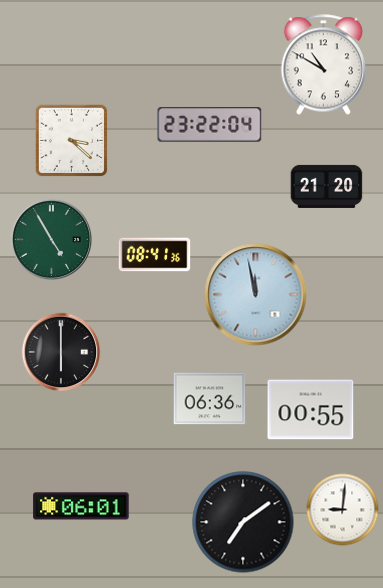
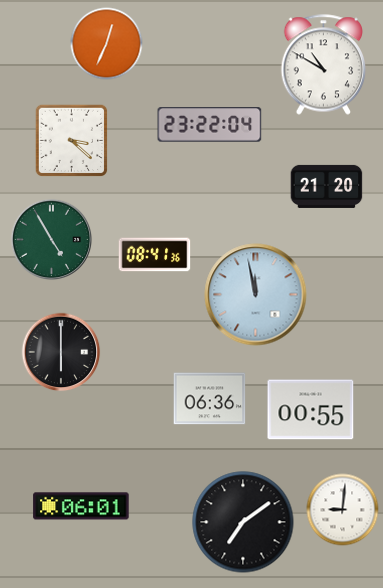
clock at (107, 44): none -> 12:34
